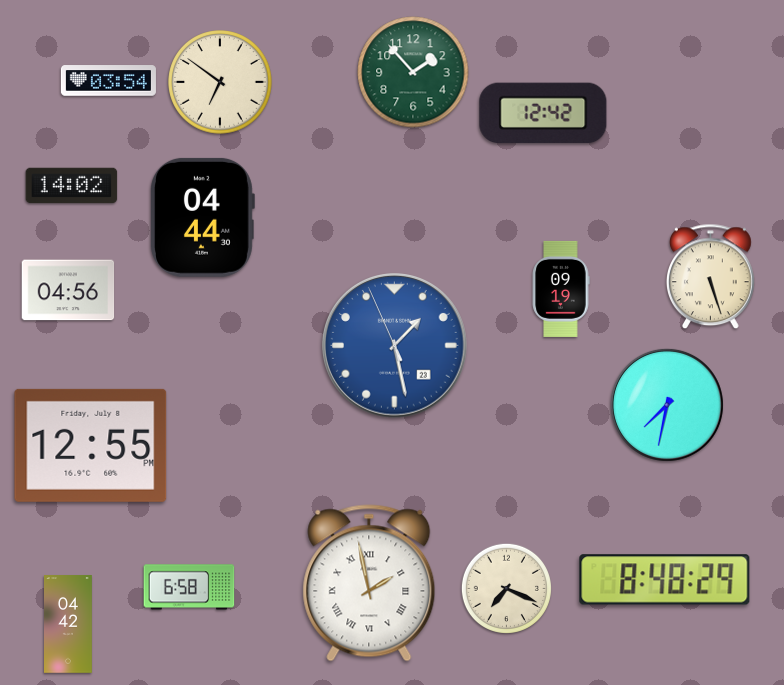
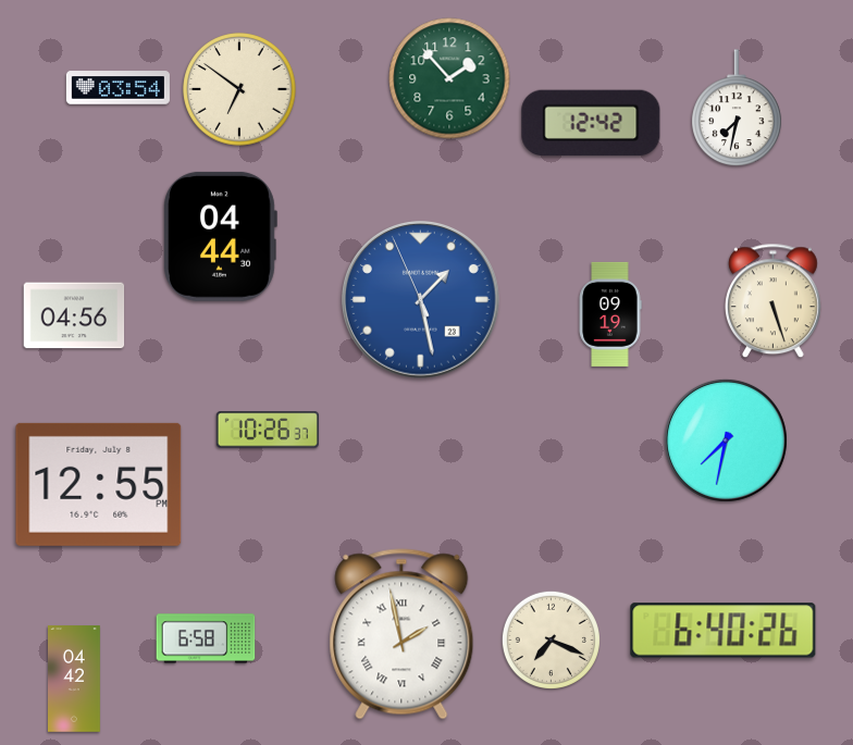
clock at (737, 109): none -> 7:32
clock at (72, 186): 14:02 -> none
clock at (395, 346) position: (395, 346) -> (421, 300)
clock at (268, 430): none -> 10:26
clock at (665, 580): 8:48 -> 6:40
